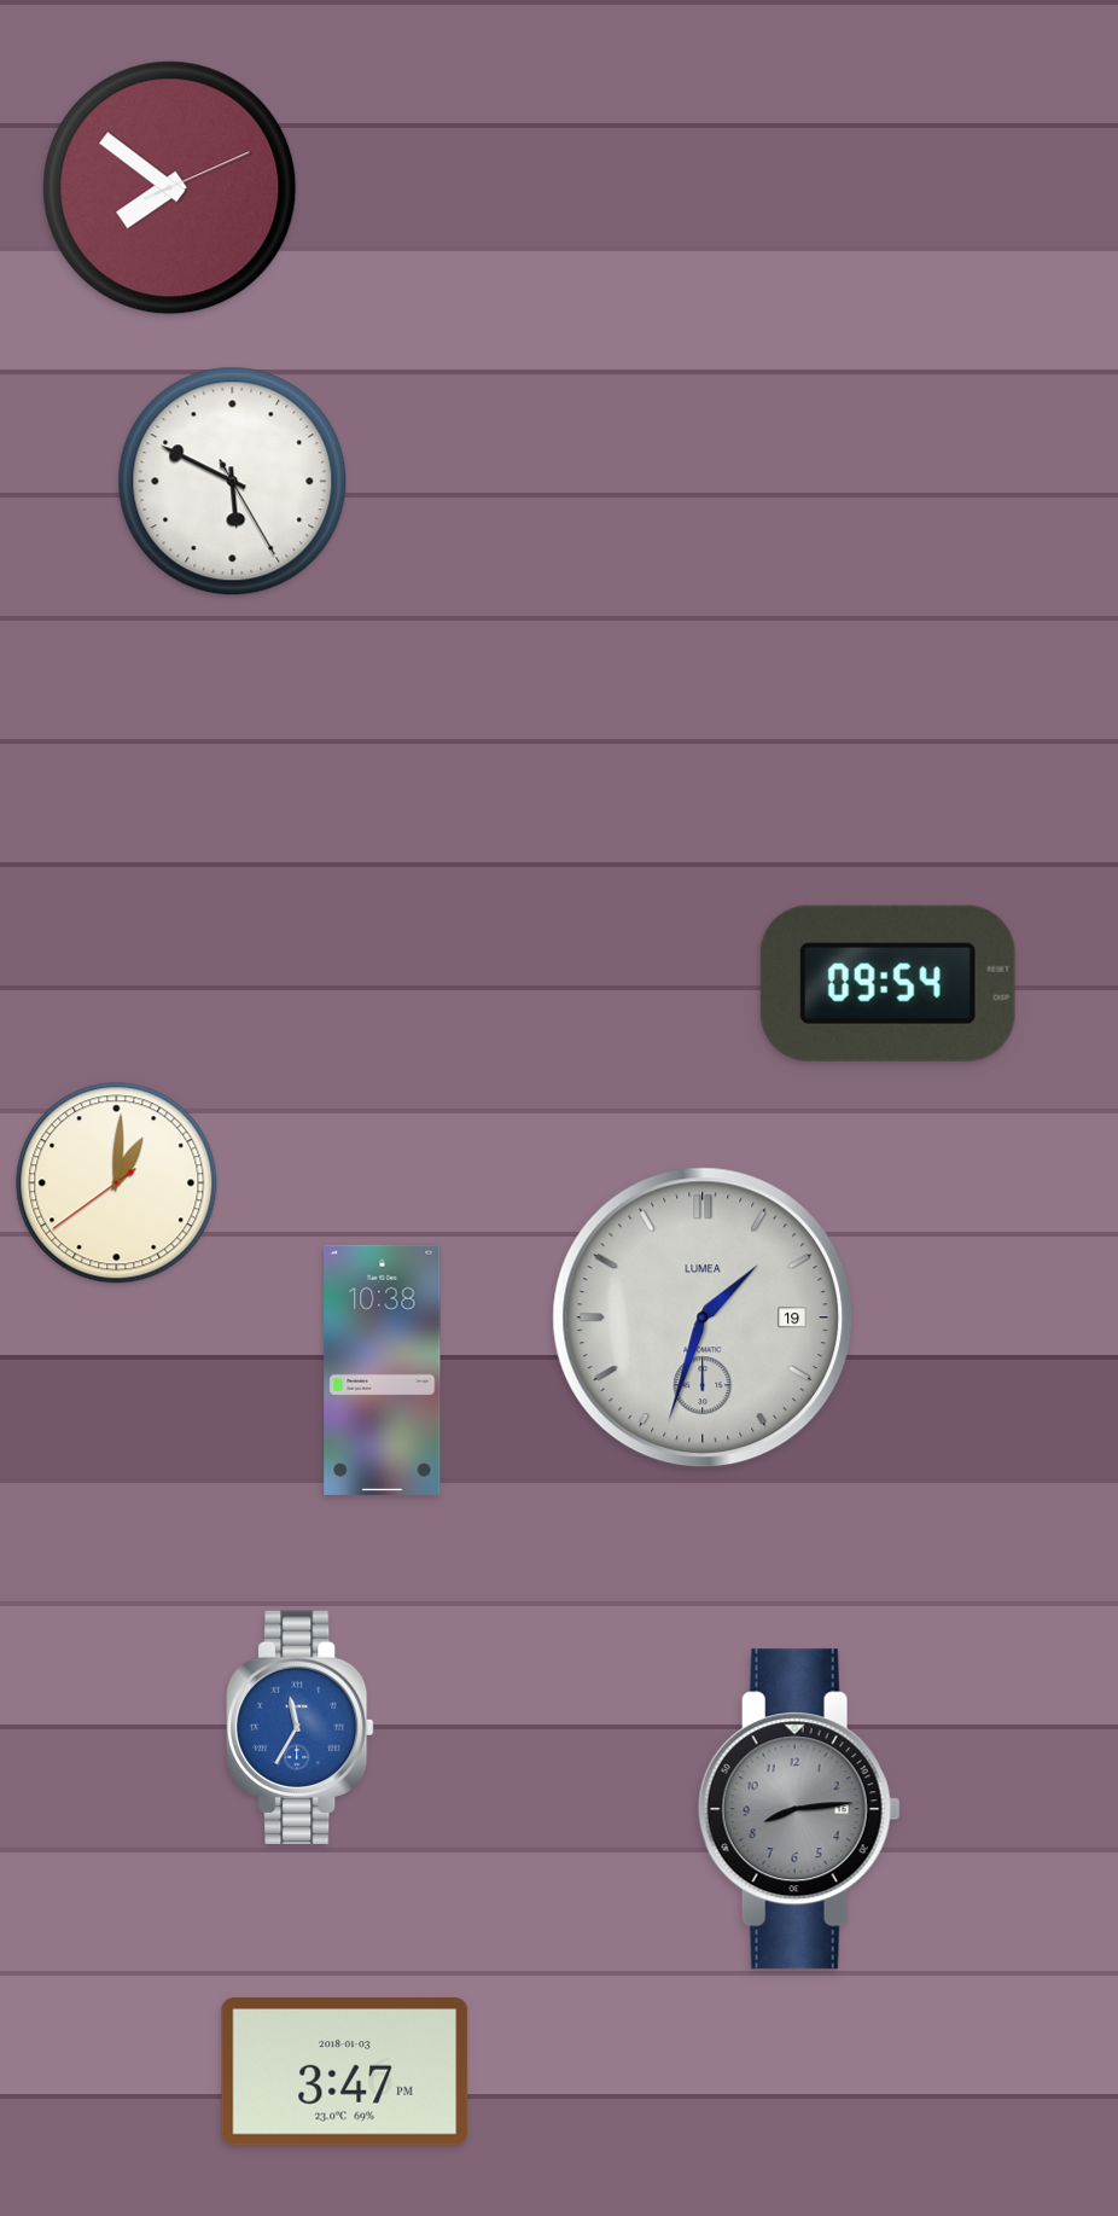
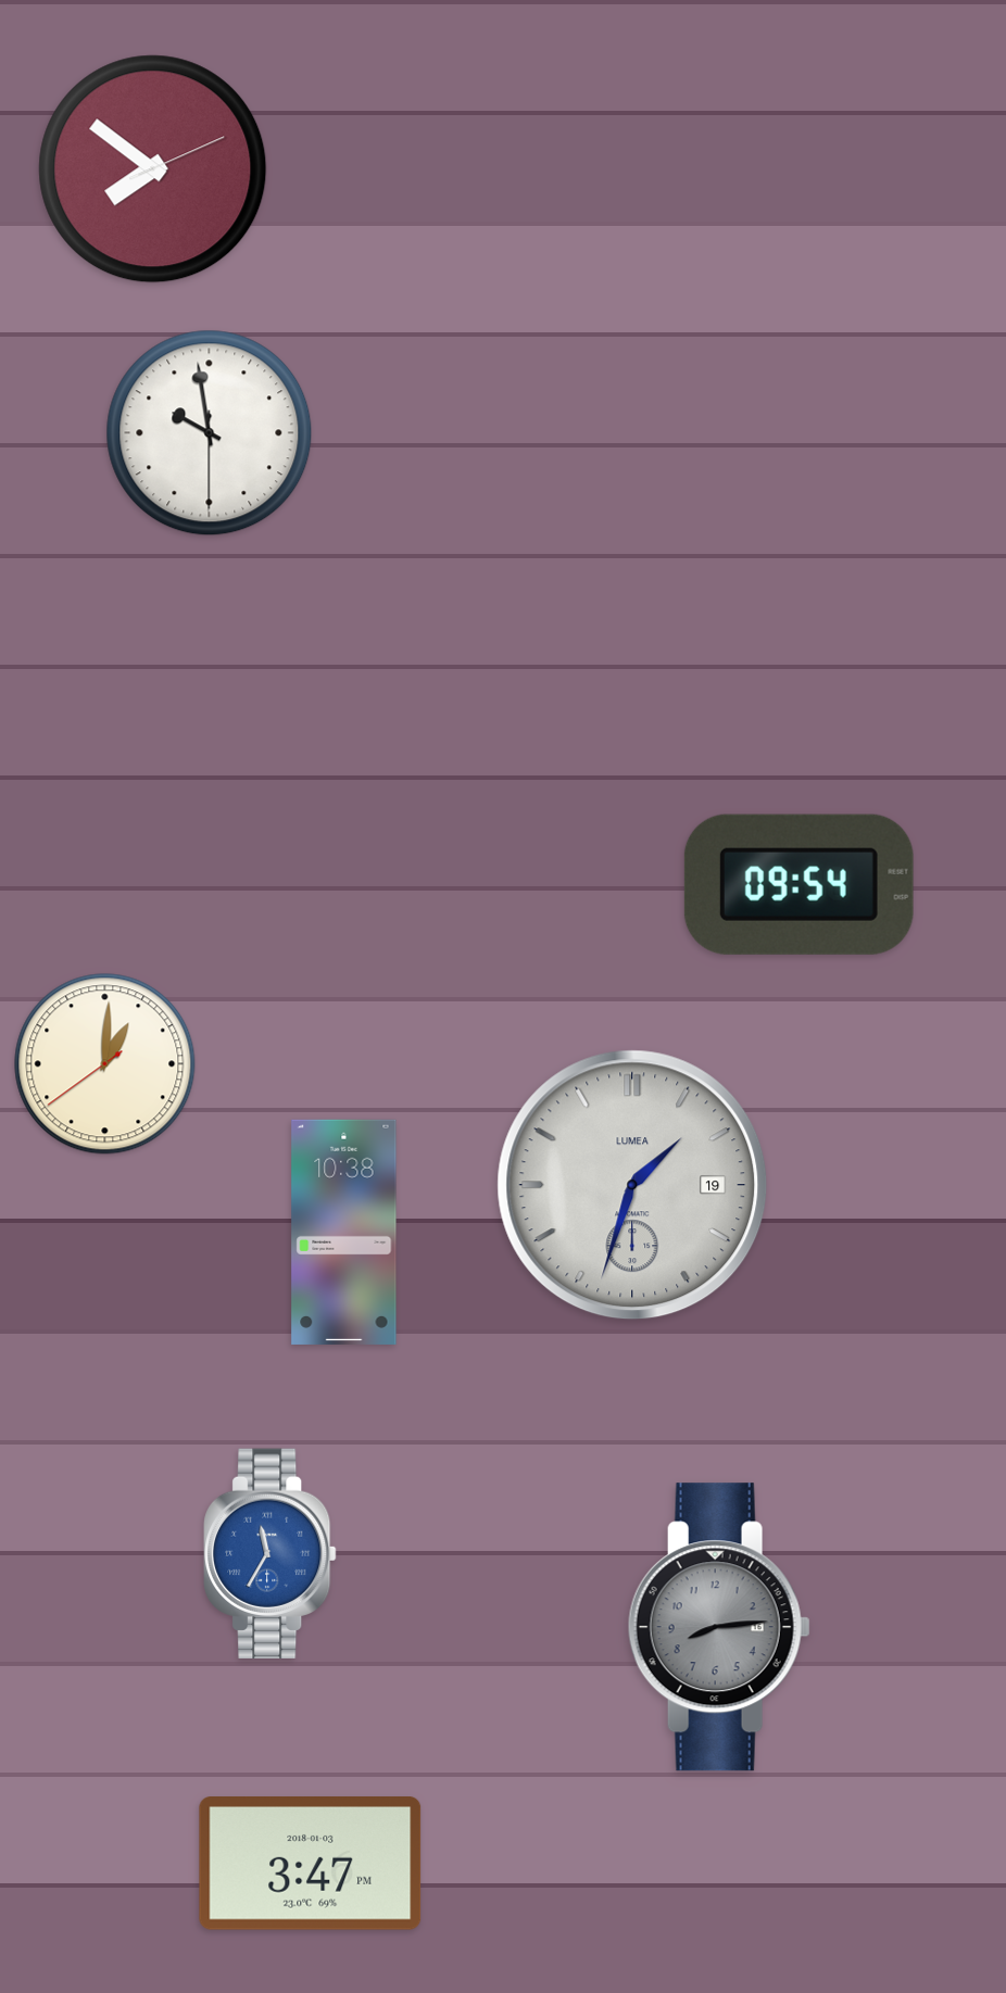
clock at (233, 482): 5:49 -> 9:58
